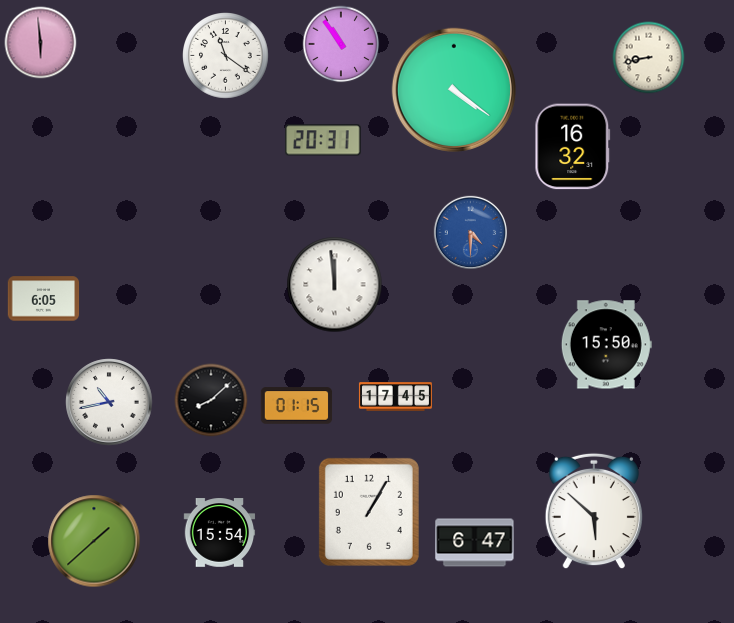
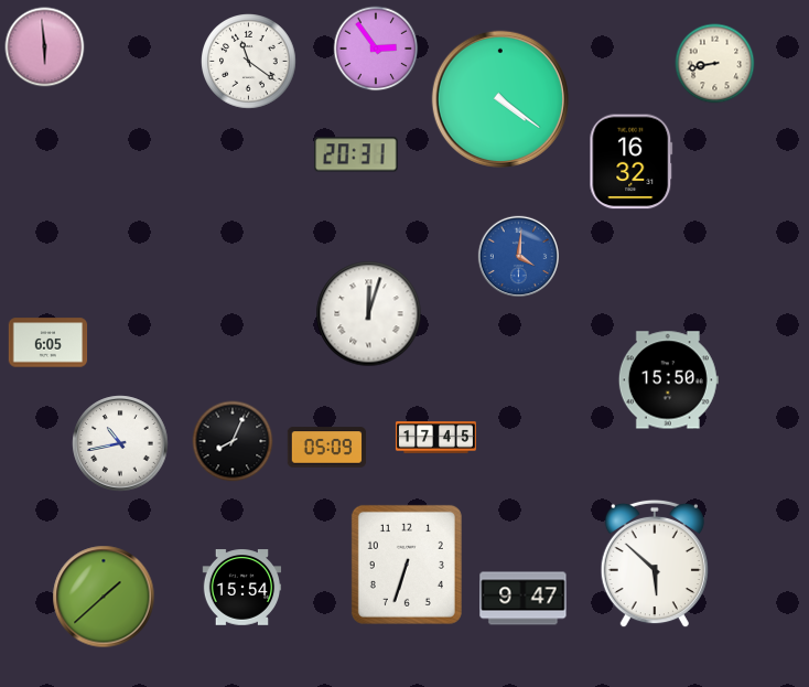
clock at (341, 44): 10:54 -> 2:54
clock at (471, 233): 4:30 -> 4:01
clock at (335, 285): 11:59 -> 12:03
clock at (44, 299) position: (44, 299) -> (48, 343)
clock at (211, 400): 8:08 -> 8:04
clock at (297, 406): 01:15 -> 05:09
clock at (369, 512): 1:05 -> 6:33
clock at (475, 543): 6:47 -> 9:47
